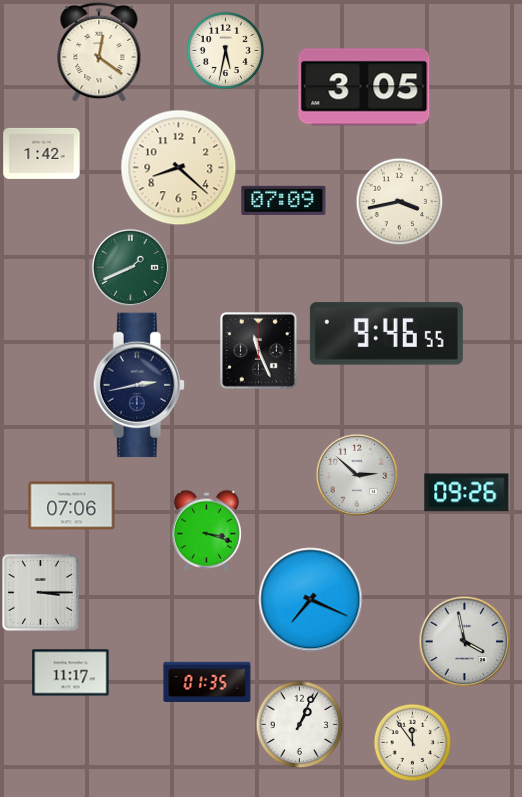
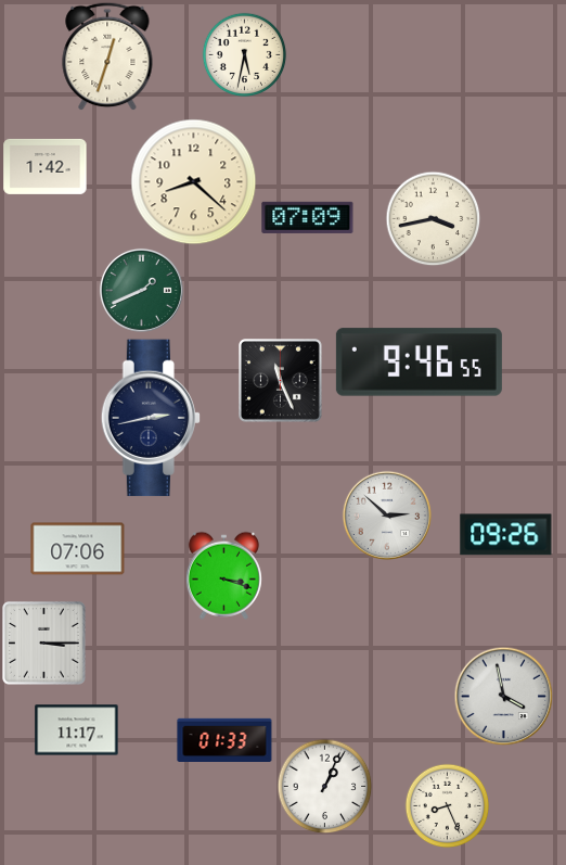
clock at (99, 52): 12:21 -> 12:33
clock at (364, 87): 3:05 -> none
clock at (311, 600): 7:19 -> none
clock at (207, 681): 01:35 -> 01:33
clock at (412, 742): 11:54 -> 8:26
